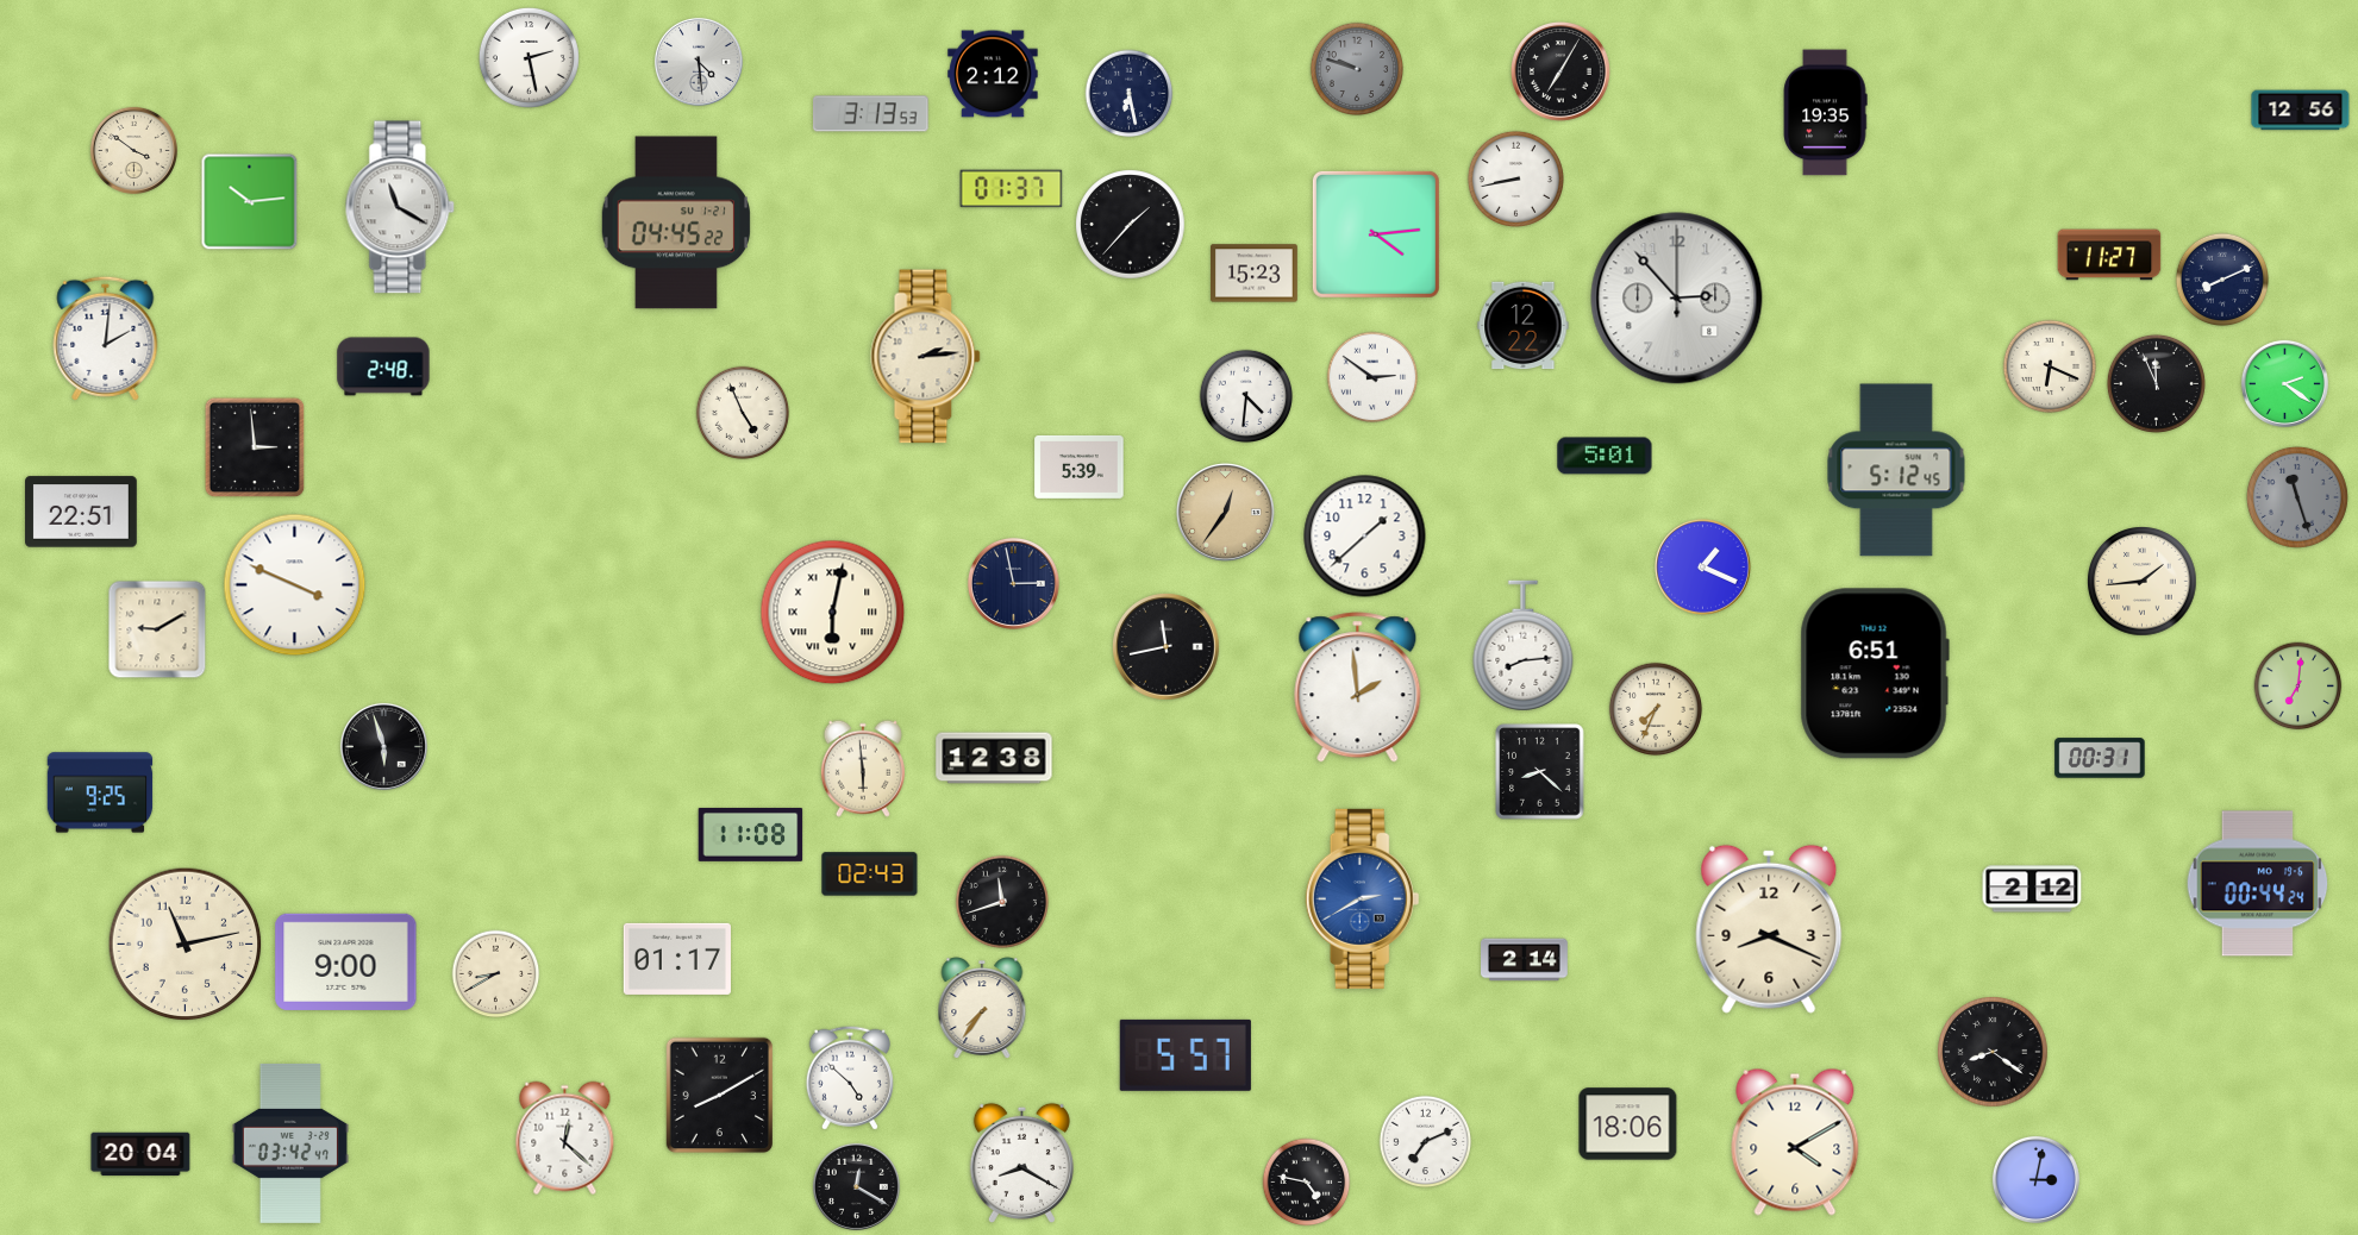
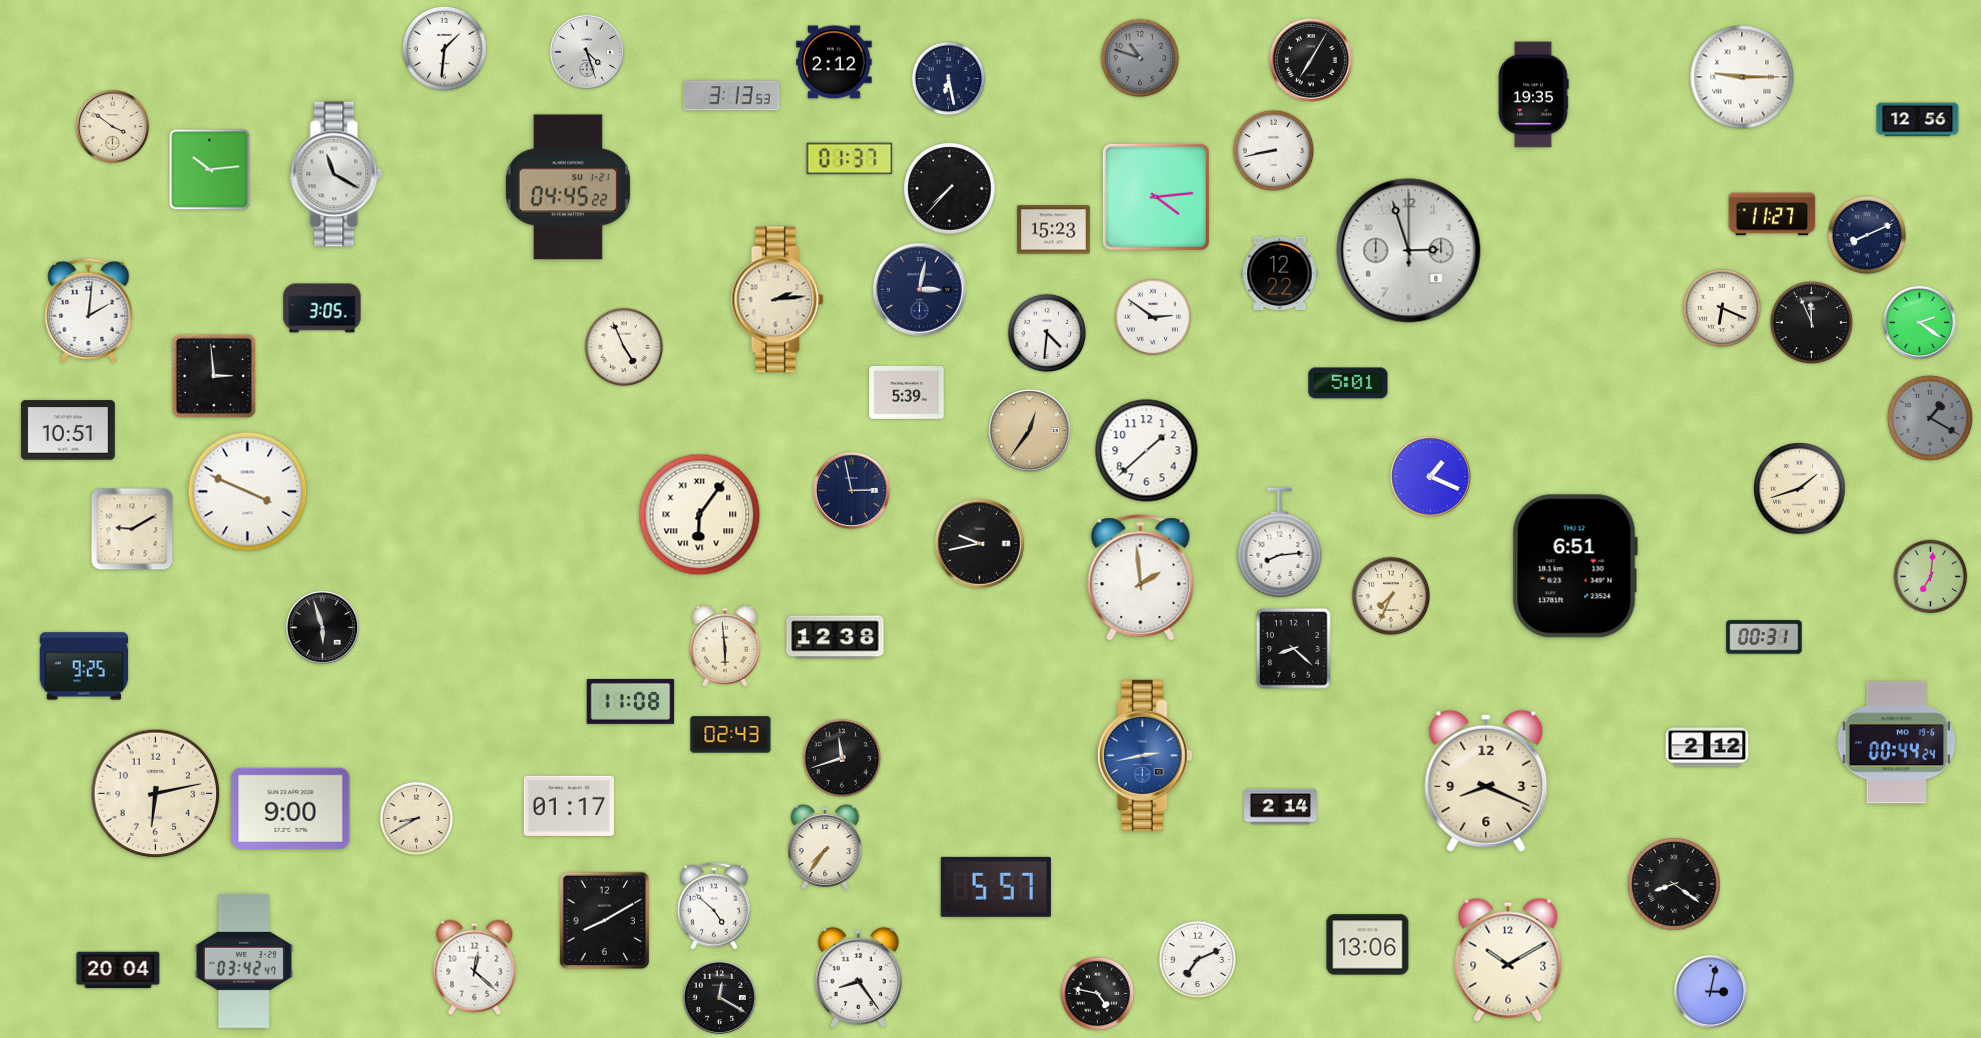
clock at (528, 57): 2:28 -> 1:31
clock at (699, 62): 4:29 -> 4:27
clock at (1357, 69): 9:48 -> 10:48
clock at (1742, 77): none -> 9:15
clock at (2301, 111) position: (2301, 111) -> (1918, 120)
clock at (1131, 225): 1:37 -> 7:37
clock at (1677, 299): 2:53 -> 2:57
clock at (106, 338) position: (106, 338) -> (89, 310)
clock at (920, 290): none -> 3:02
clock at (383, 366): 2:48 -> 3:05
clock at (1896, 470): 5:12 -> none
clock at (2297, 497): 11:27 -> 1:20
clock at (81, 512): 22:51 -> 10:51
clock at (2143, 582): 1:44 -> 1:42
clock at (833, 613): 6:02 -> 6:06
clock at (1167, 647): 11:43 -> 9:43
clock at (1363, 898): 2:40 -> 2:43
clock at (186, 945): 11:13 -> 6:13
clock at (1628, 1124): 18:06 -> 13:06
clock at (565, 1139) position: (565, 1139) -> (475, 968)
clock at (1795, 1142): 4:10 -> 10:10
clock at (1021, 1162): 8:20 -> 8:24
